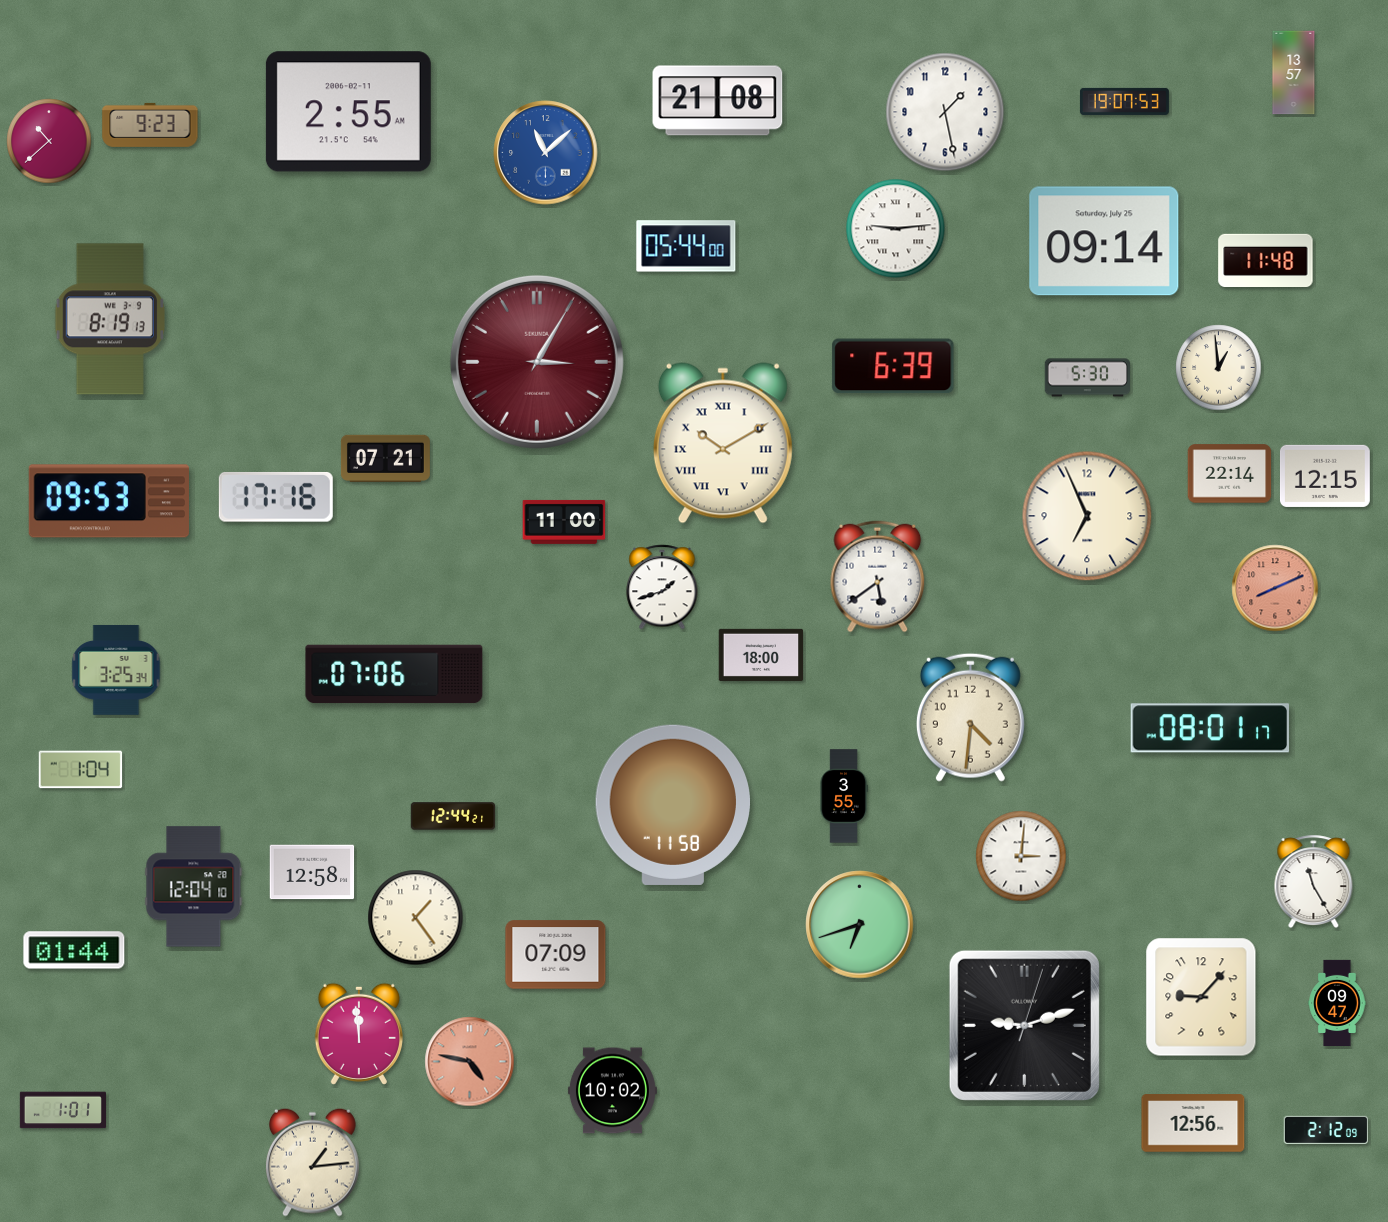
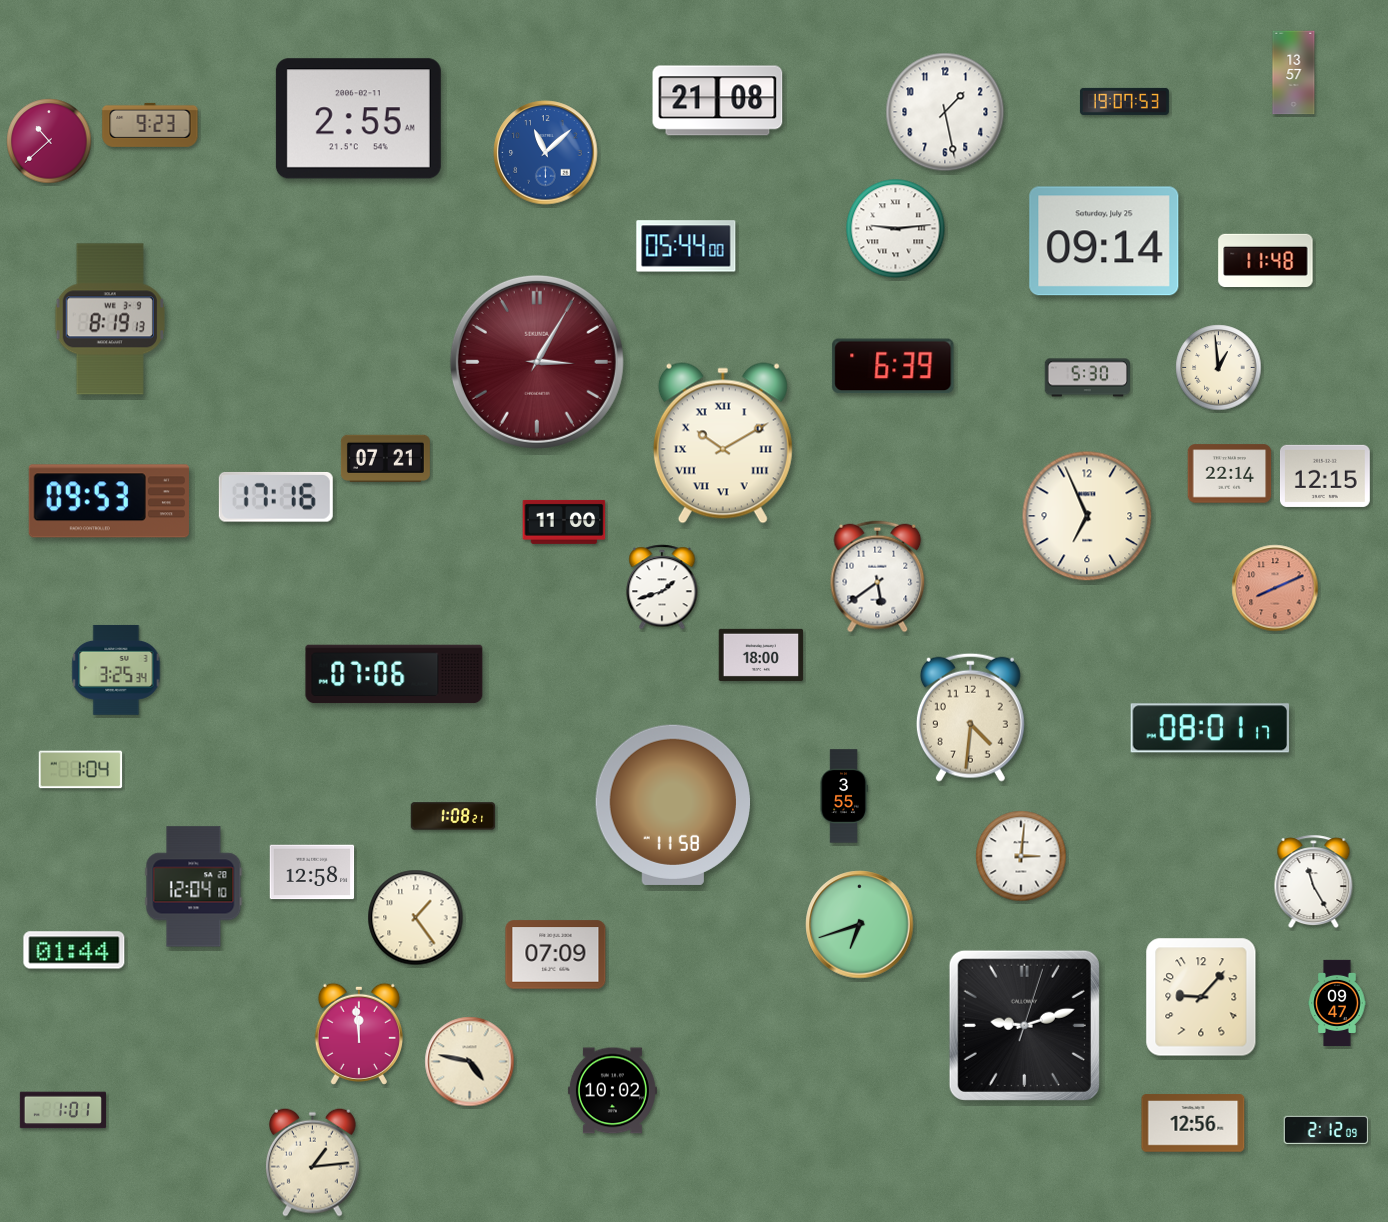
clock at (348, 112) position: (348, 112) -> (358, 119)
clock at (453, 816): 12:44 -> 1:08
clock at (470, 1062) dial: salmon -> cream
